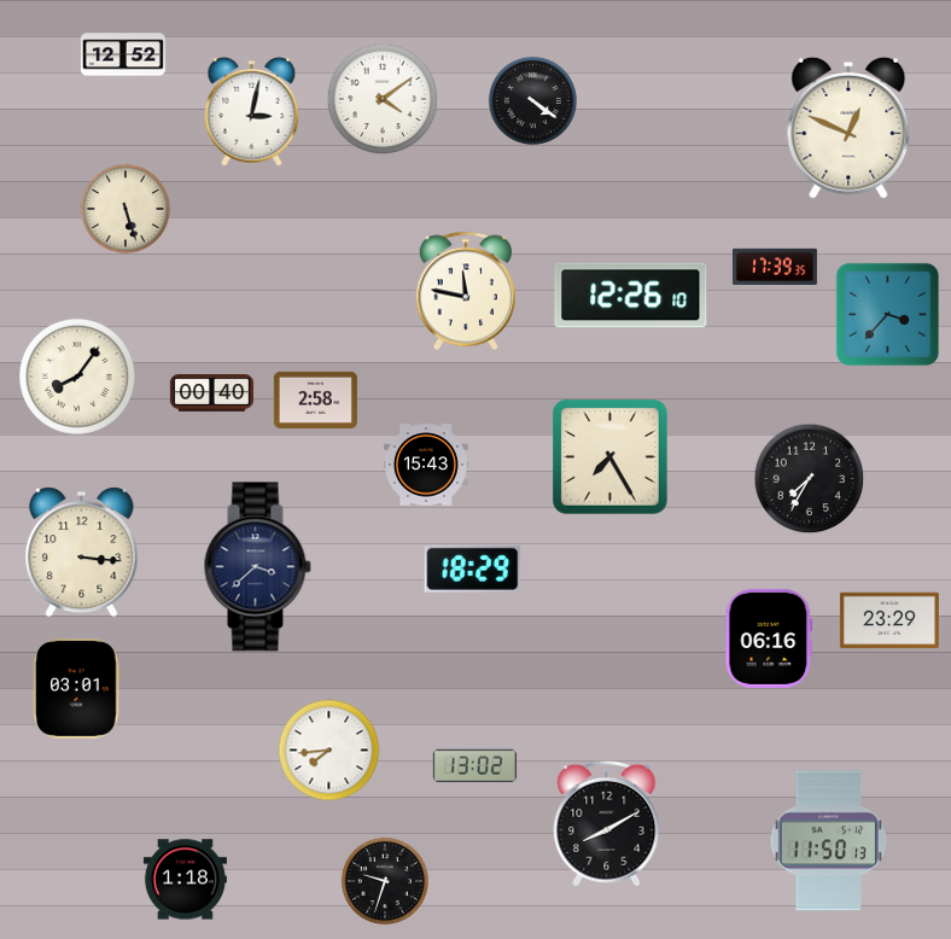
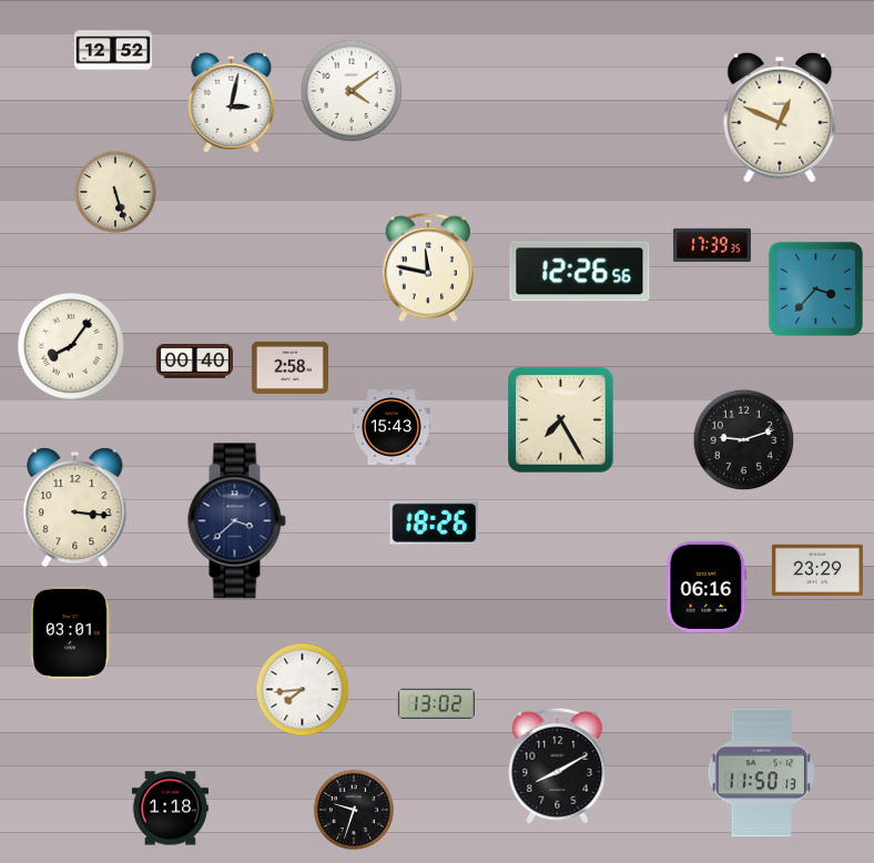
clock at (532, 100): 4:21 -> none
clock at (631, 296): 12:26:10 -> 12:26:56
clock at (810, 479): 7:35 -> 9:12
clock at (473, 568): 18:29 -> 18:26
clock at (607, 823) position: (607, 823) -> (558, 765)
